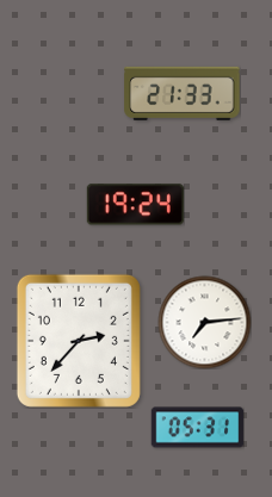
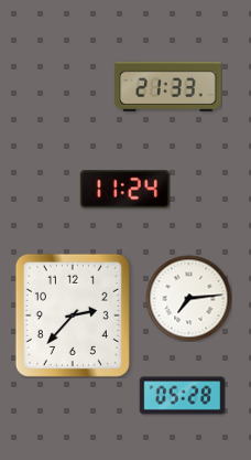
clock at (135, 205): 19:24 -> 11:24
clock at (197, 428): 05:31 -> 05:28
